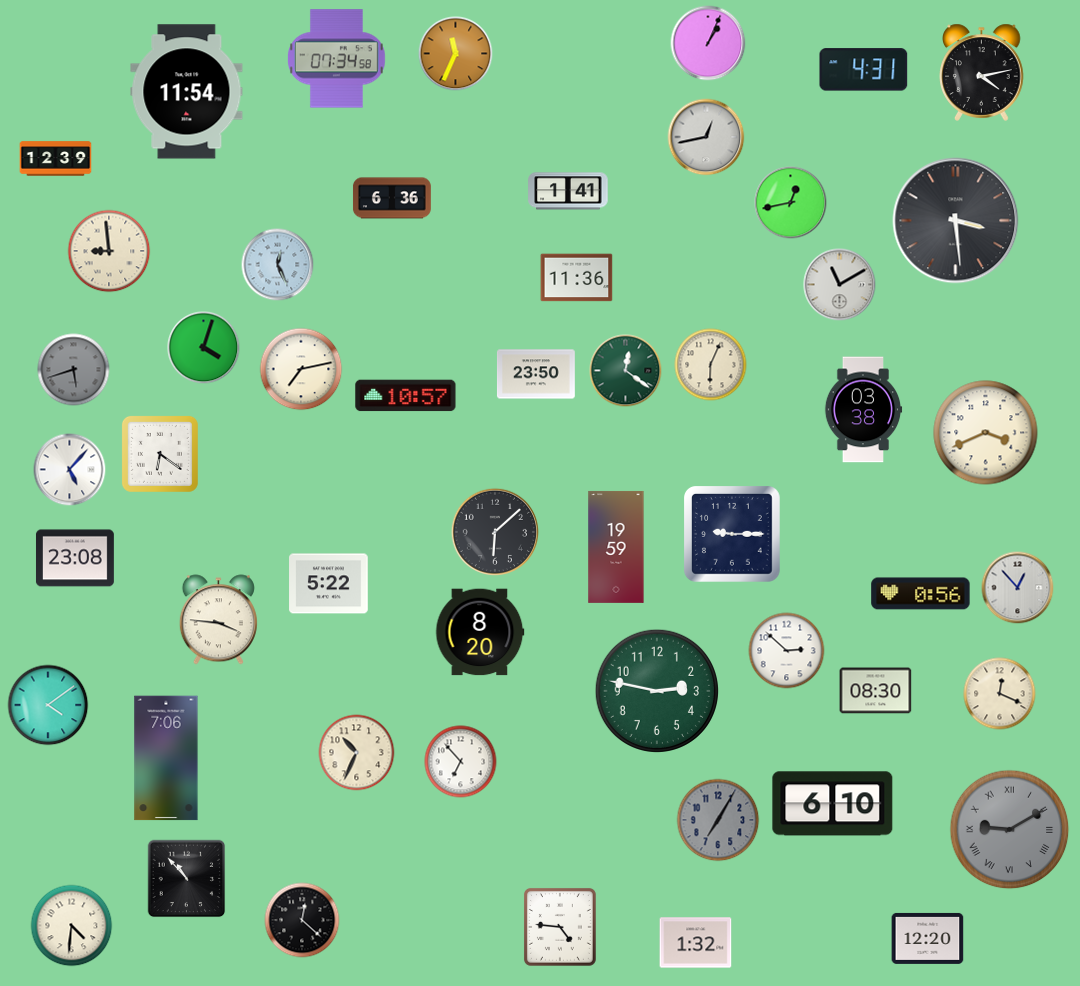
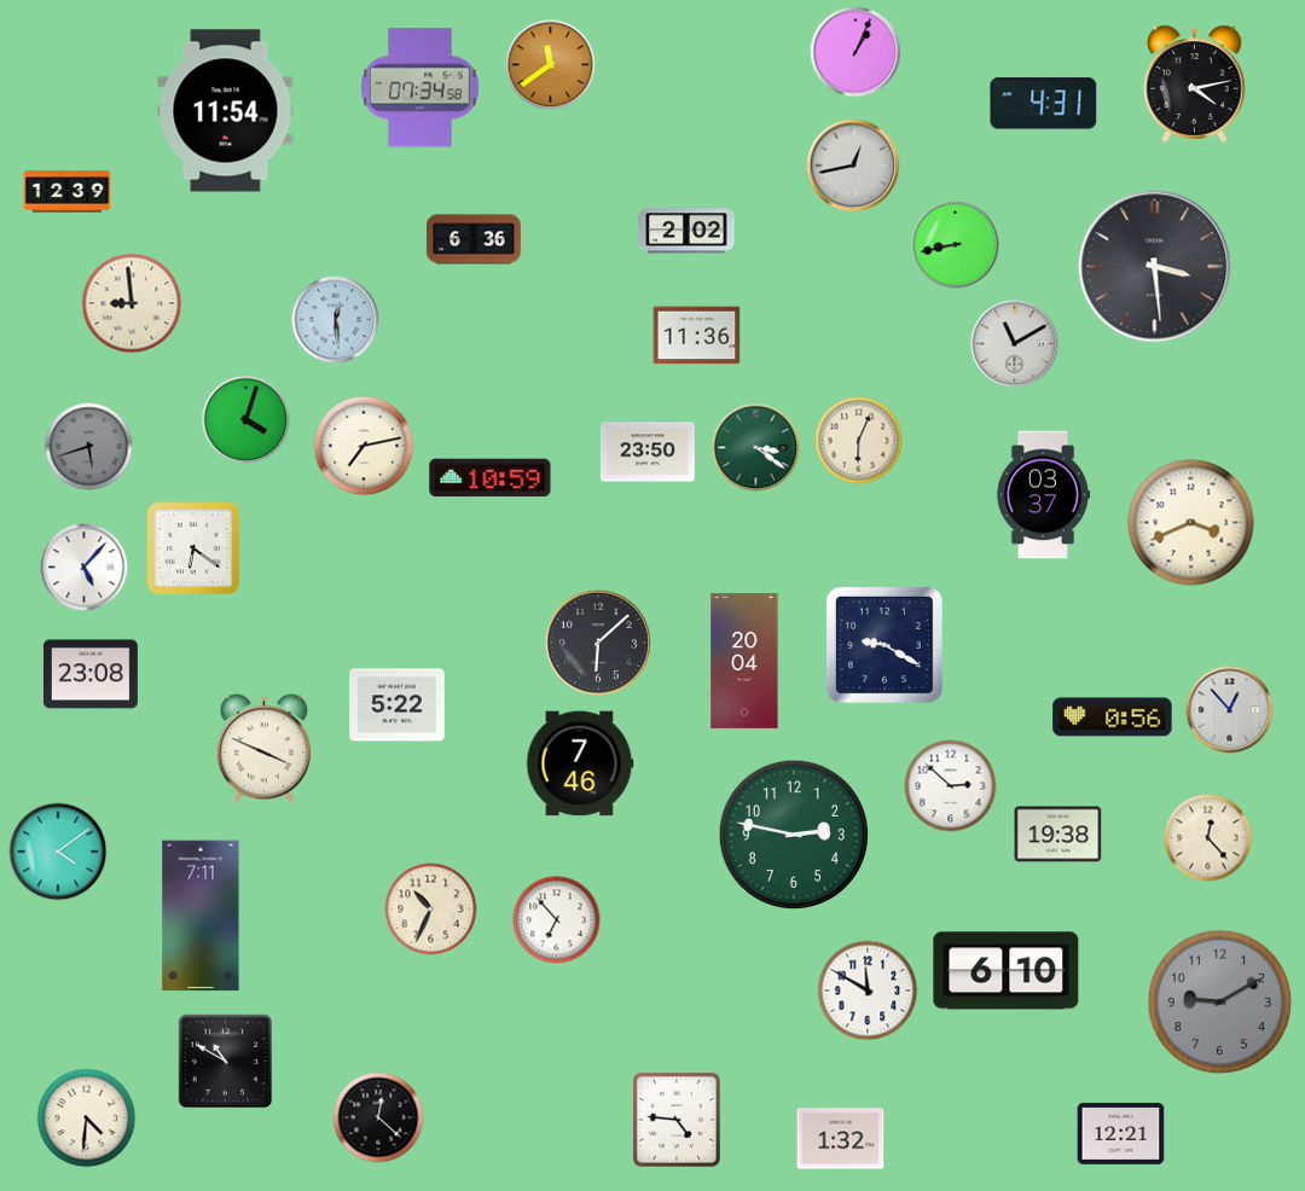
clock at (456, 54): 11:34 -> 11:39
clock at (336, 59) position: (336, 59) -> (419, 88)
clock at (864, 70) position: (864, 70) -> (1044, 104)
clock at (982, 72) position: (982, 72) -> (1195, 83)
clock at (568, 191): 1:41 -> 2:02
clock at (791, 203): 12:43 -> 8:43
clock at (278, 265): 12:26 -> 12:29
clock at (626, 371): 12:21 -> 3:21
clock at (406, 396): 10:57 -> 10:59
clock at (863, 410): 03:38 -> 03:37
clock at (733, 535): 9:15 -> 9:20
clock at (616, 547): 19:59 -> 20:04
clock at (218, 620): 3:46 -> 3:49
clock at (480, 632): 8:20 -> 7:46
clock at (876, 691): 08:30 -> 19:38
clock at (1000, 694): 12:19 -> 12:23
clock at (166, 758): 7:06 -> 7:11
clock at (718, 820): 7:05 -> 11:50
clock at (718, 820) dial: grey -> white
clock at (1010, 830) numerals: Roman -> Arabic
clock at (187, 879): 10:53 -> 10:50
clock at (302, 920) position: (302, 920) -> (378, 1117)
clock at (928, 938): 12:20 -> 12:21
